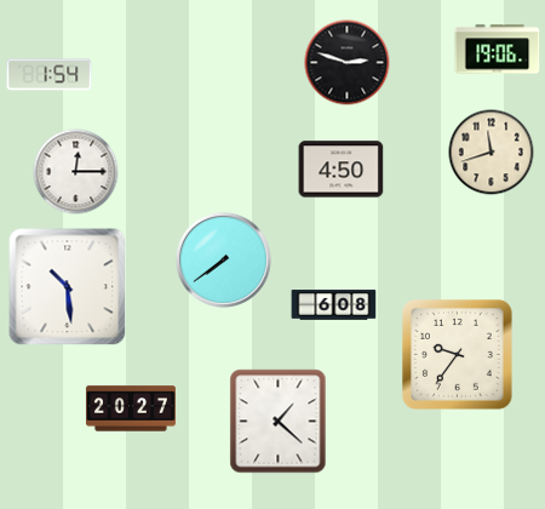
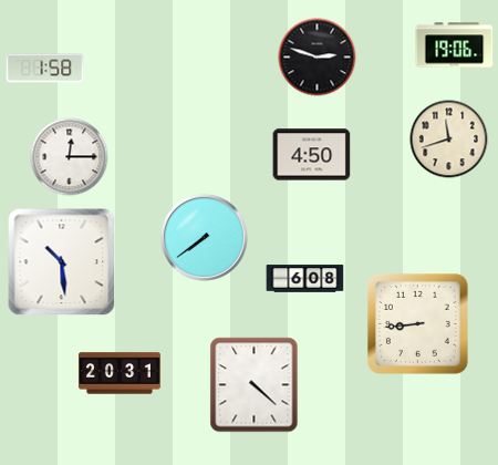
clock at (50, 75): 1:54 -> 1:58
clock at (458, 355): 9:36 -> 8:44
clock at (131, 408): 20:27 -> 20:31
clock at (279, 422): 1:22 -> 4:22
